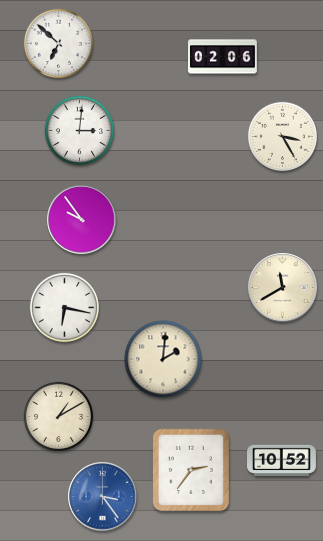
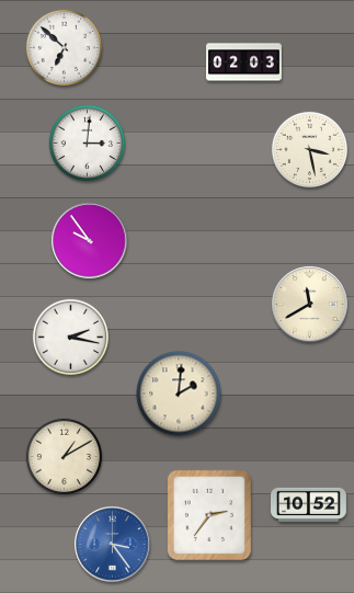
clock at (223, 57): 02:06 -> 02:03
clock at (282, 136): 3:25 -> 3:28
clock at (283, 288) position: (283, 288) -> (310, 305)
clock at (64, 307): 6:17 -> 2:17
